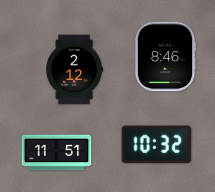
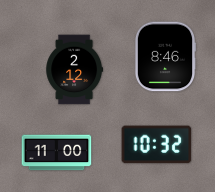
clock at (57, 153): 11:51 -> 11:00
